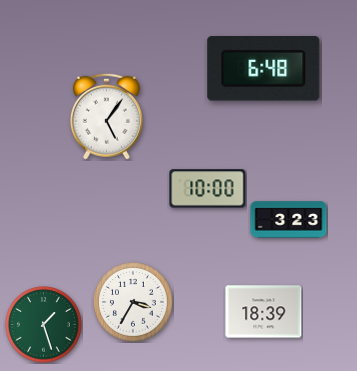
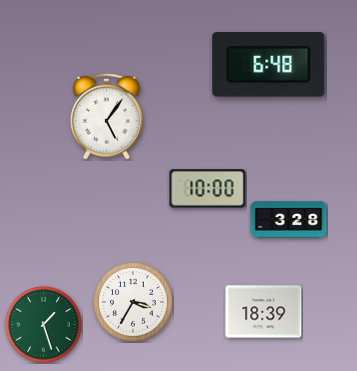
clock at (264, 69) position: (264, 69) -> (269, 65)
clock at (289, 220): 3:23 -> 3:28
